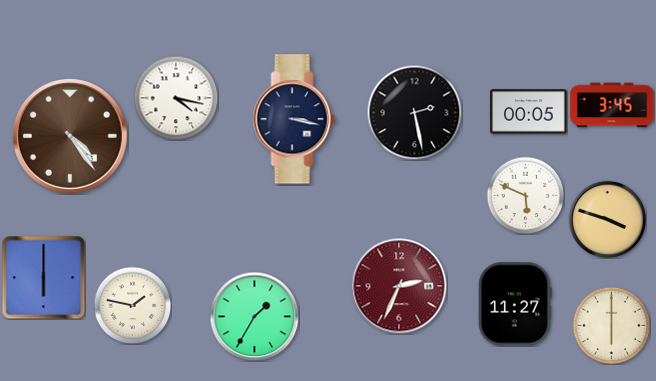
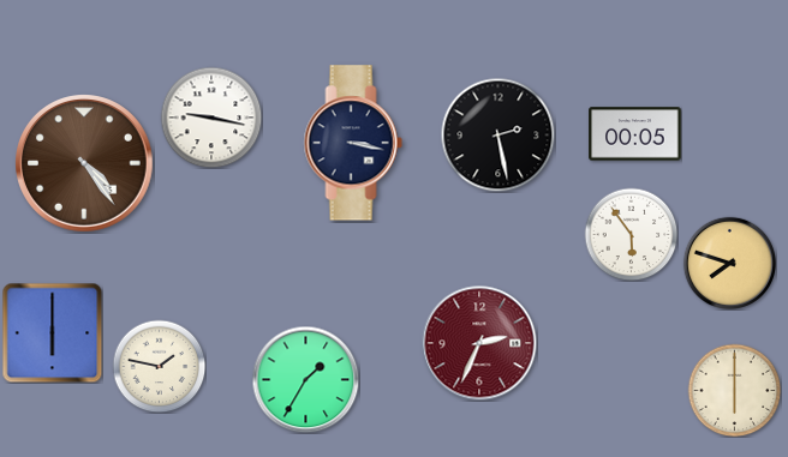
clock at (176, 98): 4:17 -> 9:17
clock at (612, 105): 3:45 -> none
clock at (525, 195): 5:49 -> 5:54
clock at (607, 219): 3:48 -> 7:48
clock at (515, 304): 11:27 -> none
